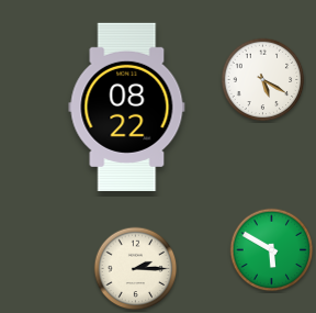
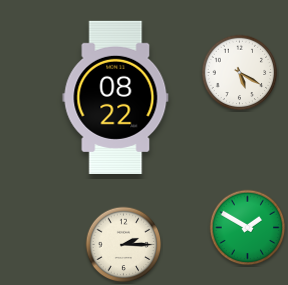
clock at (272, 250): 5:50 -> 1:50
